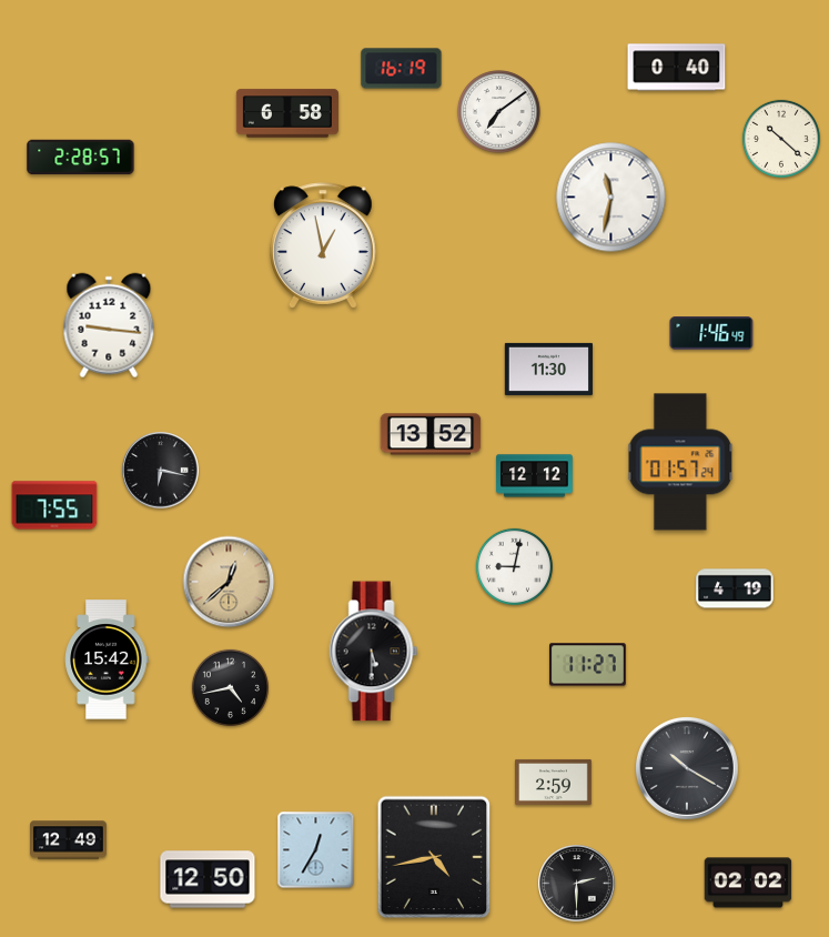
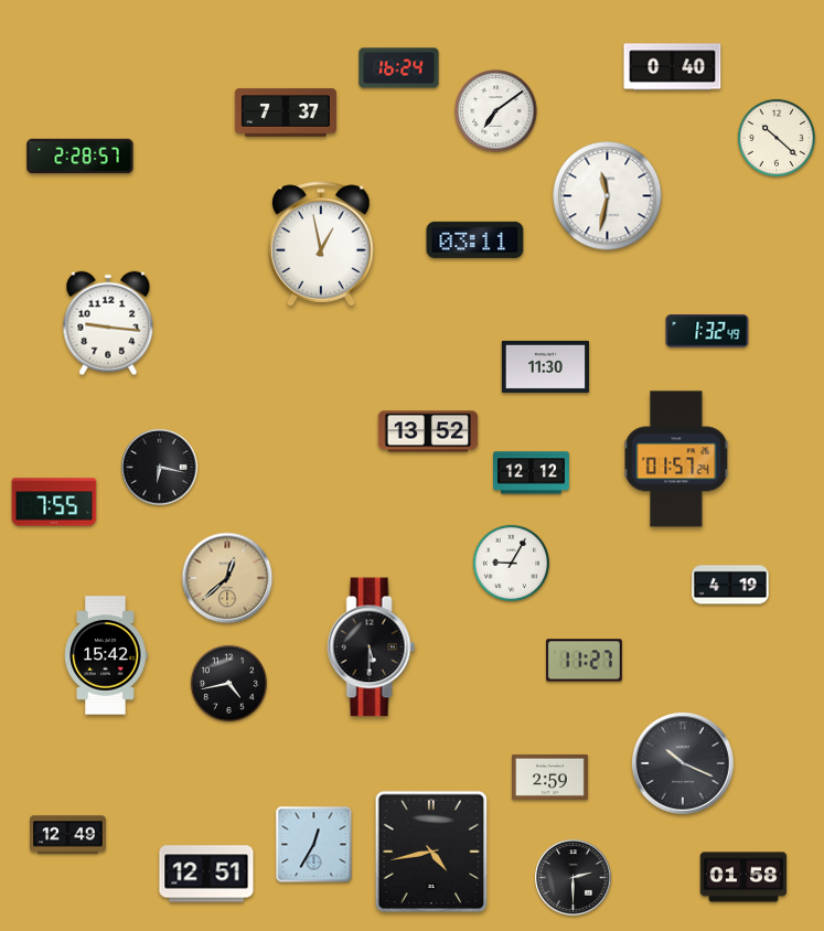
clock at (402, 69): 16:19 -> 16:24
clock at (287, 113): 6:58 -> 7:37
clock at (475, 239): none -> 03:11
clock at (711, 333): 1:46 -> 1:32
clock at (514, 566): 9:02 -> 9:05
clock at (687, 768): 10:20 -> 10:19
clock at (208, 879): 12:50 -> 12:51
clock at (748, 883): 02:02 -> 01:58
